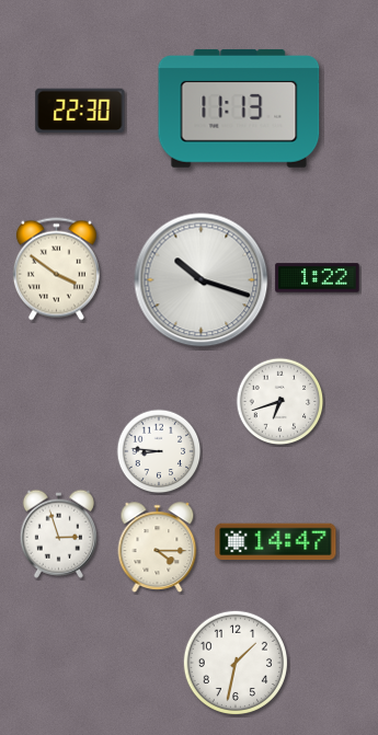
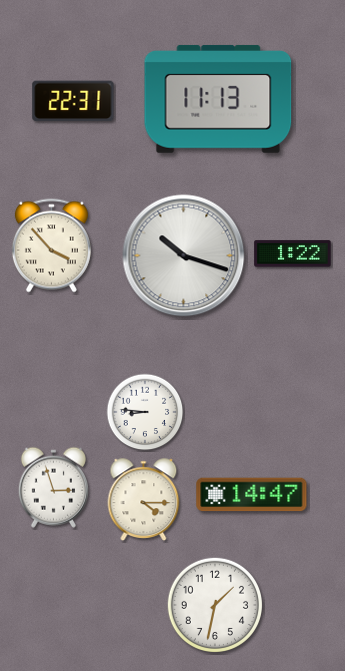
clock at (80, 111): 22:30 -> 22:31
clock at (56, 269): 3:51 -> 3:53
clock at (318, 278) position: (318, 278) -> (293, 254)
clock at (280, 402): 6:42 -> none
